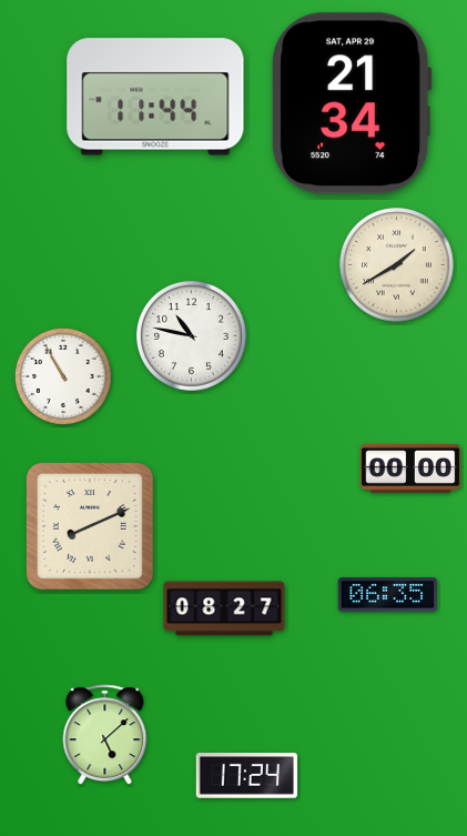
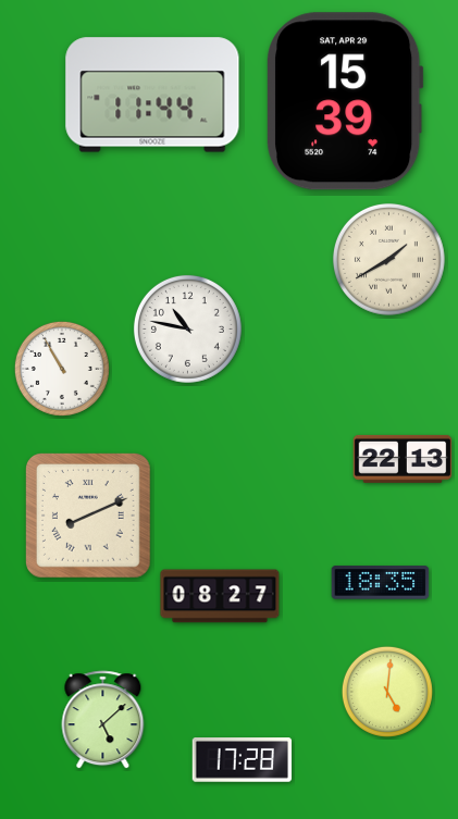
clock at (352, 103): 21:34 -> 15:39
clock at (410, 469): 00:00 -> 22:13
clock at (388, 595): 06:35 -> 18:35
clock at (387, 692): none -> 5:01
clock at (247, 776): 17:24 -> 17:28
